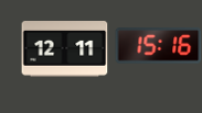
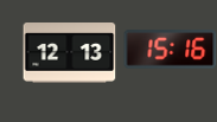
clock at (64, 49): 12:11 -> 12:13
